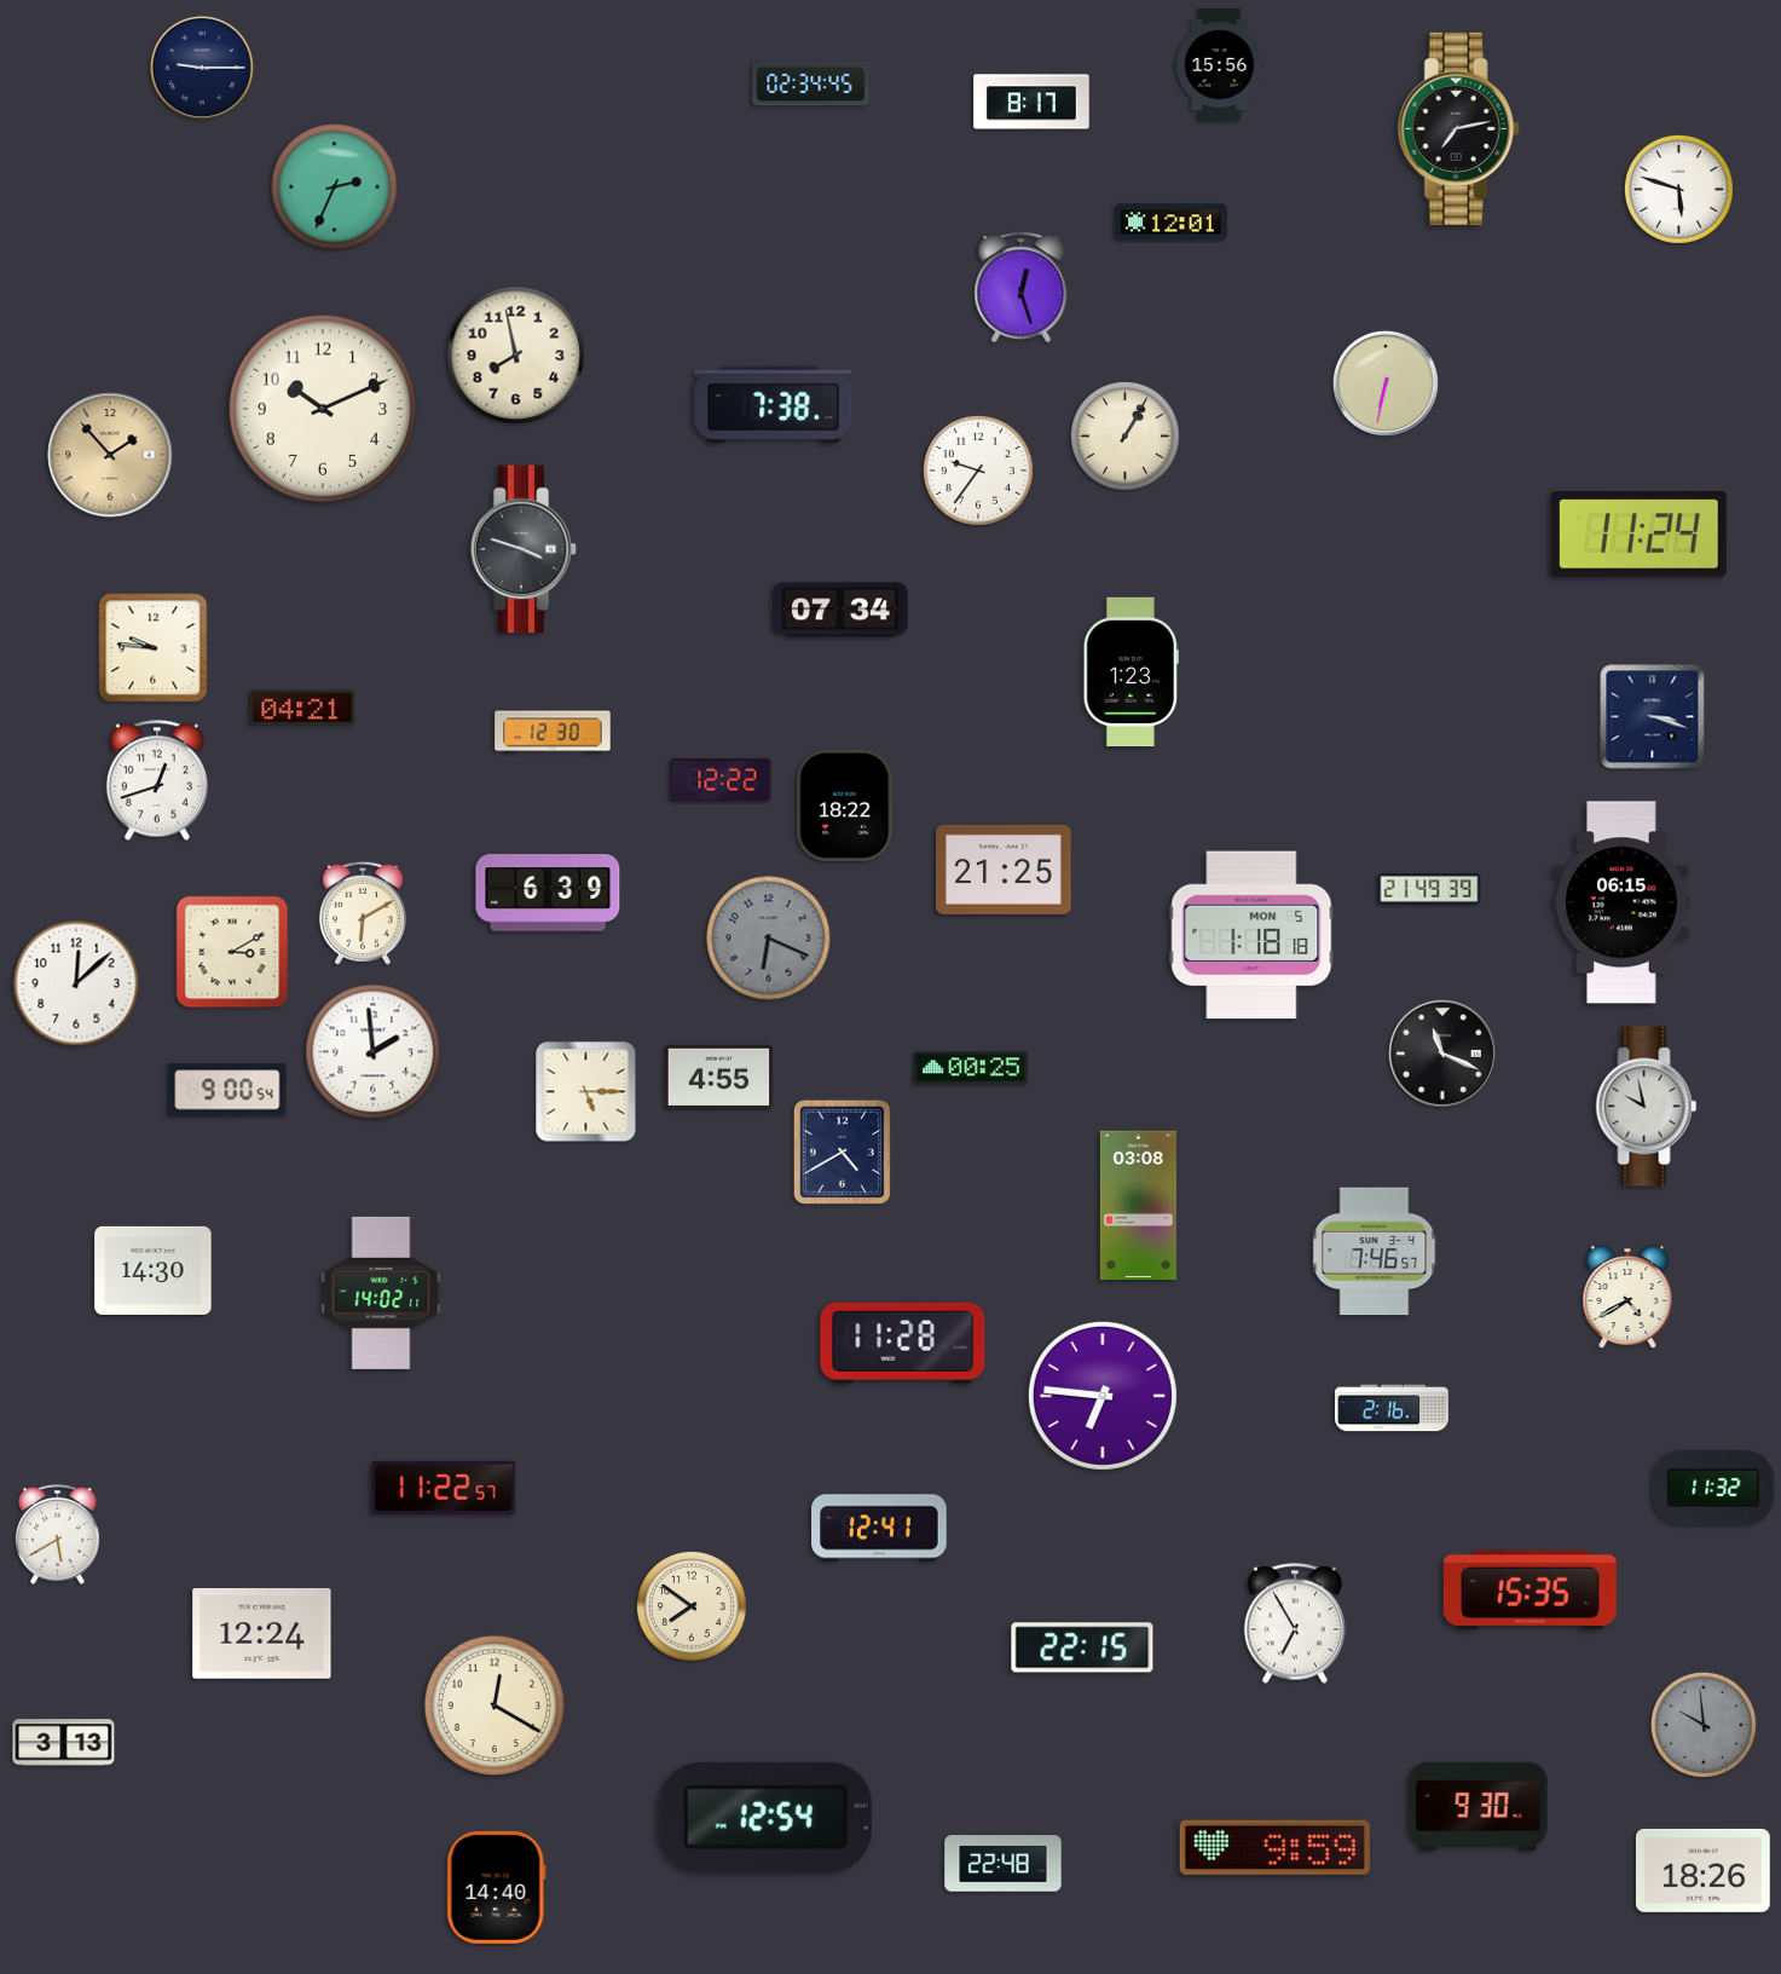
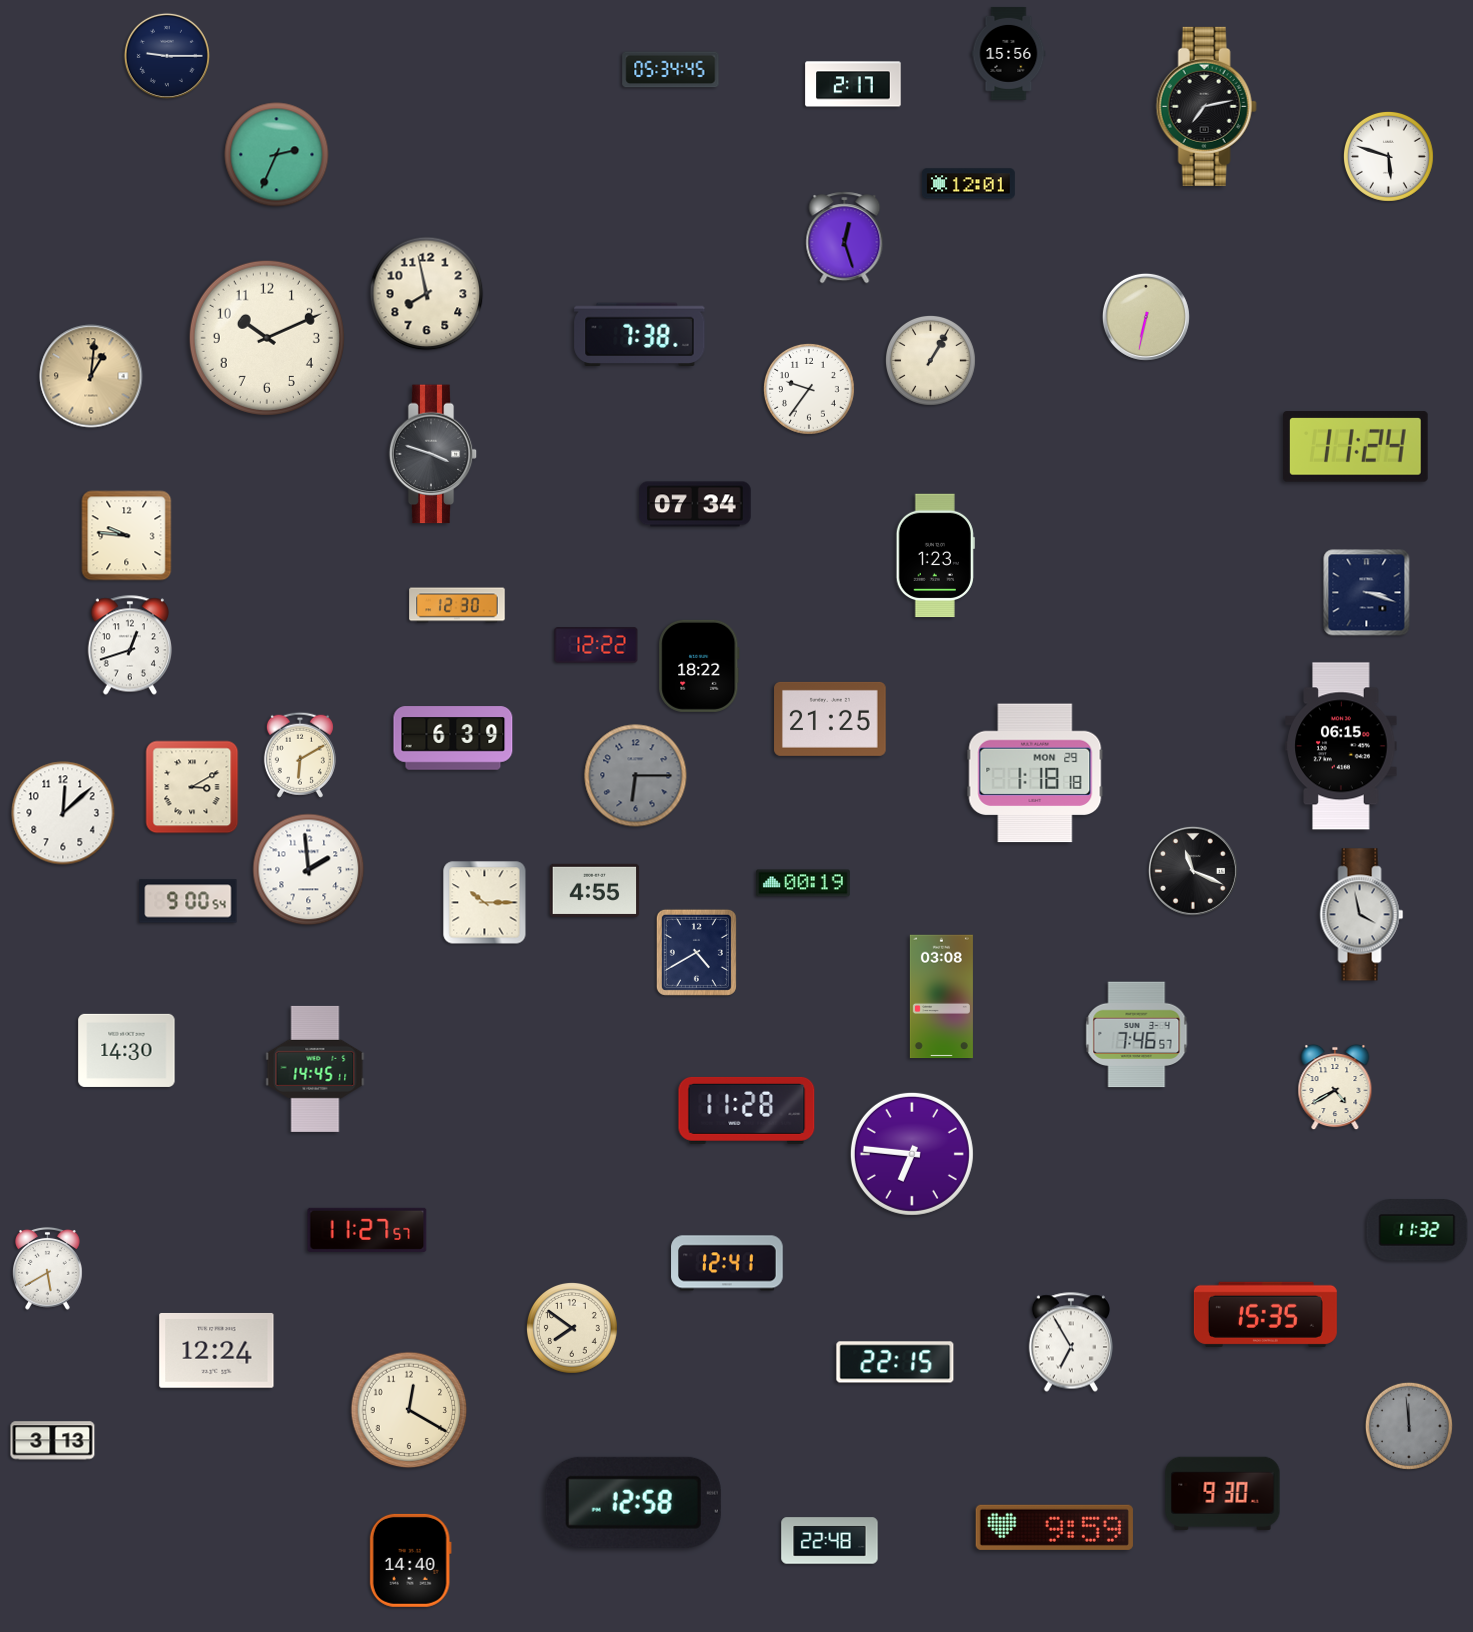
clock at (811, 85): 02:34 -> 05:34
clock at (1031, 102): 8:17 -> 2:17
clock at (110, 455): 1:53 -> 1:01
clock at (1638, 535) position: (1638, 535) -> (1355, 447)
clock at (302, 708): 04:21 -> none
clock at (1429, 890): 21:49 -> none
clock at (1251, 935) date: MON 5 -> MON 29
clock at (769, 939): 6:19 -> 6:15
clock at (972, 1068): 00:25 -> 00:19
clock at (586, 1092): 5:15 -> 10:15
clock at (1647, 1107): 9:58 -> 3:58
clock at (381, 1293): 14:02 -> 14:45
clock at (1627, 1297) position: (1627, 1297) -> (1335, 1087)
clock at (1393, 1408): 2:16 -> none
clock at (444, 1488): 11:22 -> 11:27
clock at (1704, 1725): 9:59 -> 11:59
clock at (765, 1817): 12:54 -> 12:58
clock at (1702, 1870): 18:26 -> none
